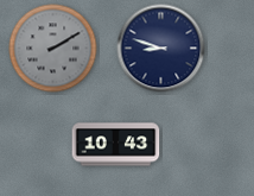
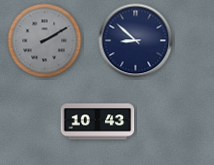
clock at (161, 49): 8:48 -> 8:52
